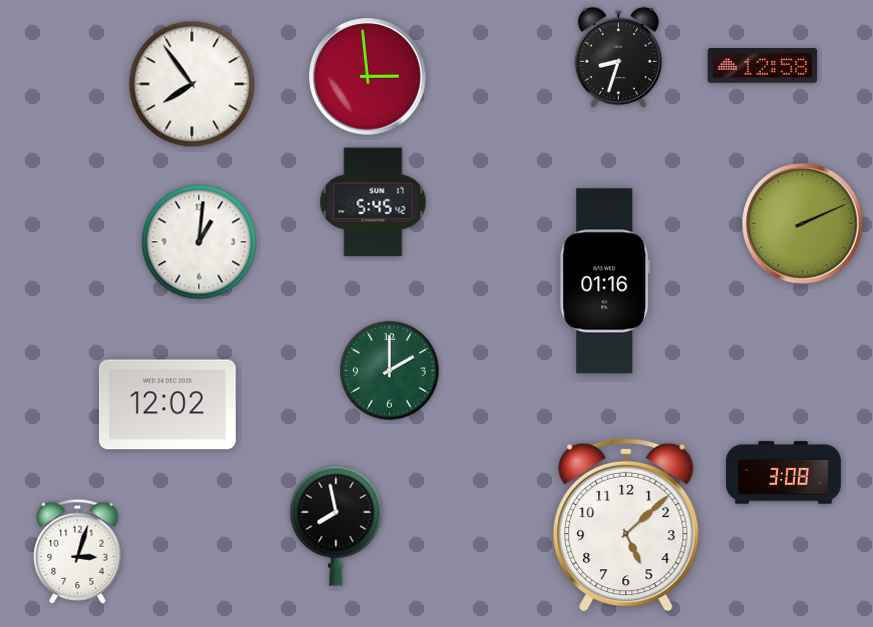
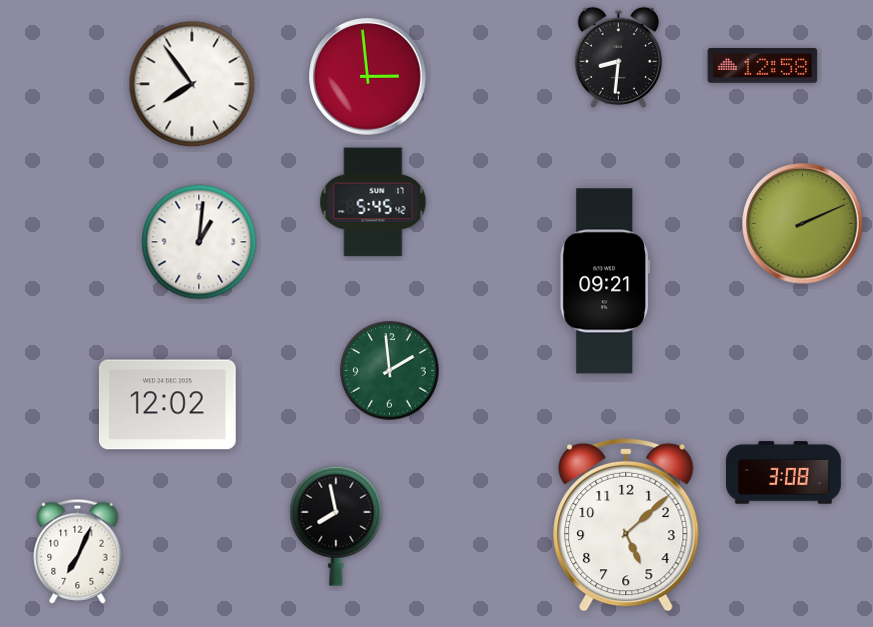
clock at (618, 58): 8:33 -> 8:31
clock at (604, 281): 01:16 -> 09:21
clock at (390, 371): 2:00 -> 1:59
clock at (78, 551): 3:03 -> 7:04
